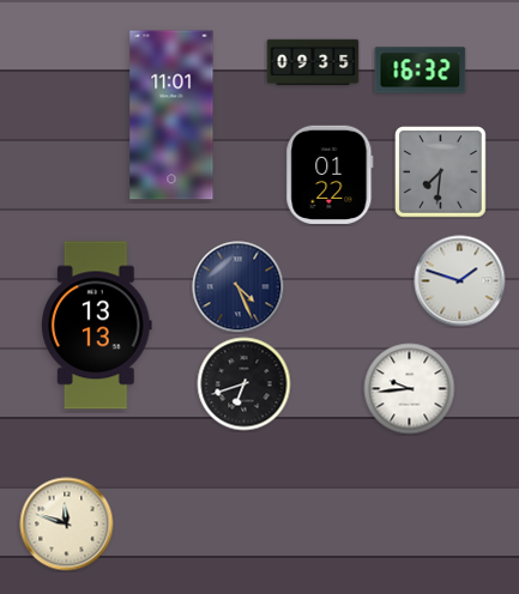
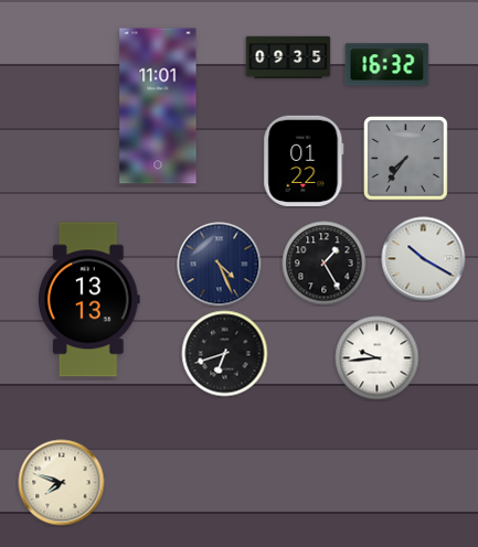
clock at (441, 172): 7:31 -> 7:36
clock at (460, 281): 1:48 -> 10:20
clock at (325, 264): none -> 1:25
clock at (67, 525): 11:48 -> 7:48
